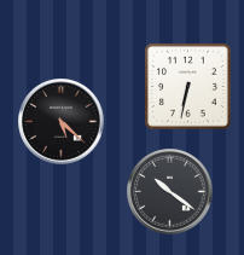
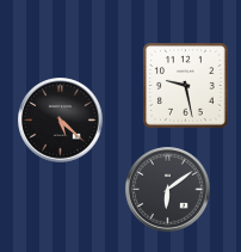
clock at (188, 87): 6:32 -> 9:28
clock at (170, 192): 10:21 -> 6:09
